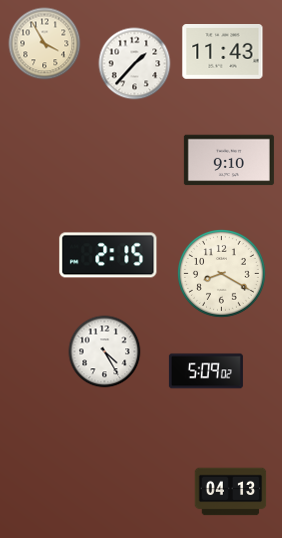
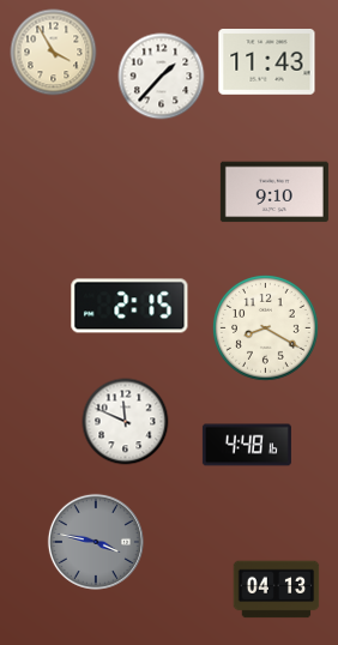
clock at (105, 352): 4:25 -> 11:49
clock at (206, 371): 5:09 -> 4:48
clock at (96, 542): none -> 3:47
